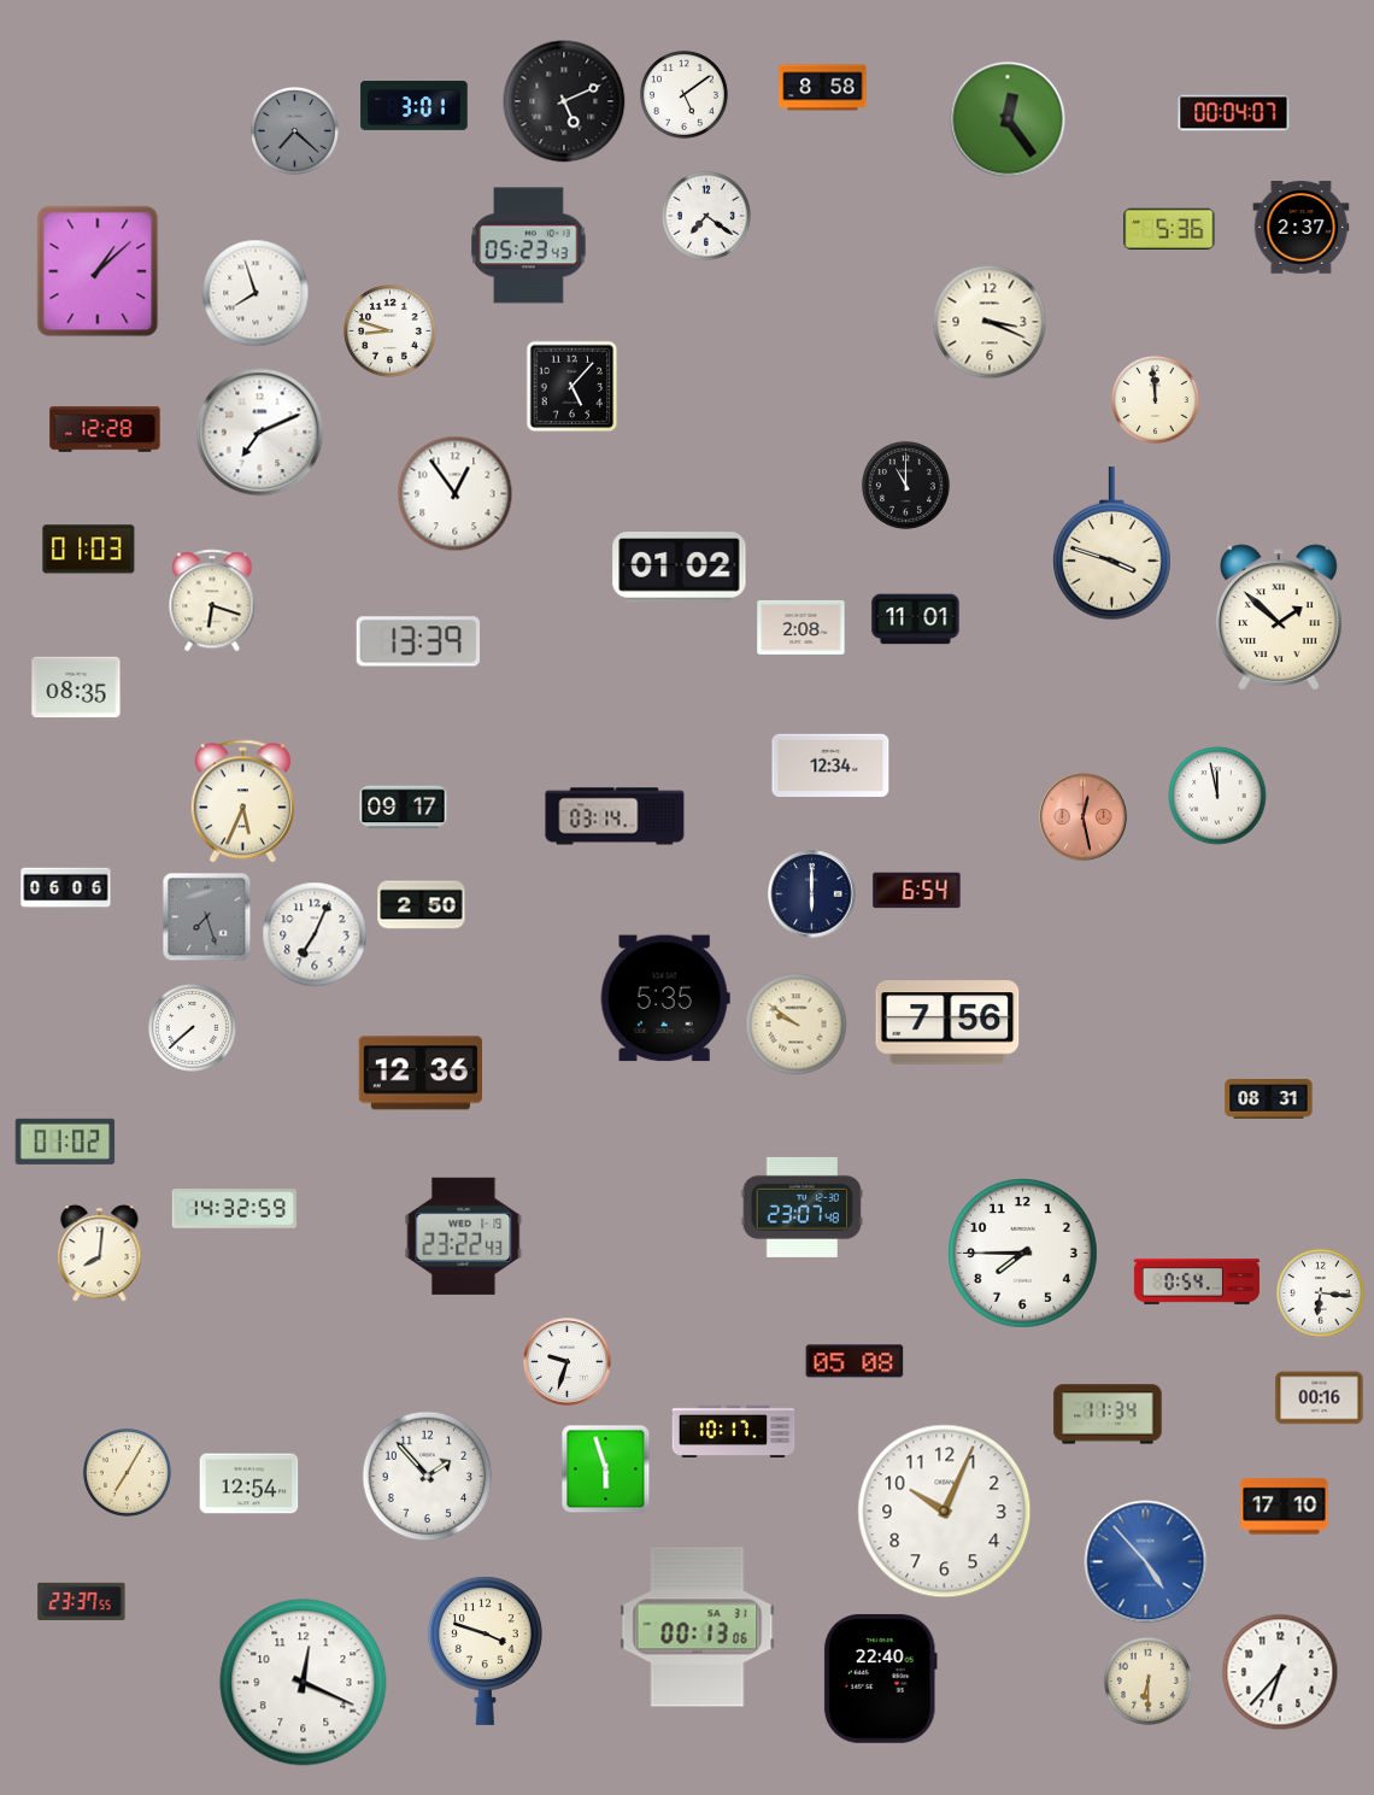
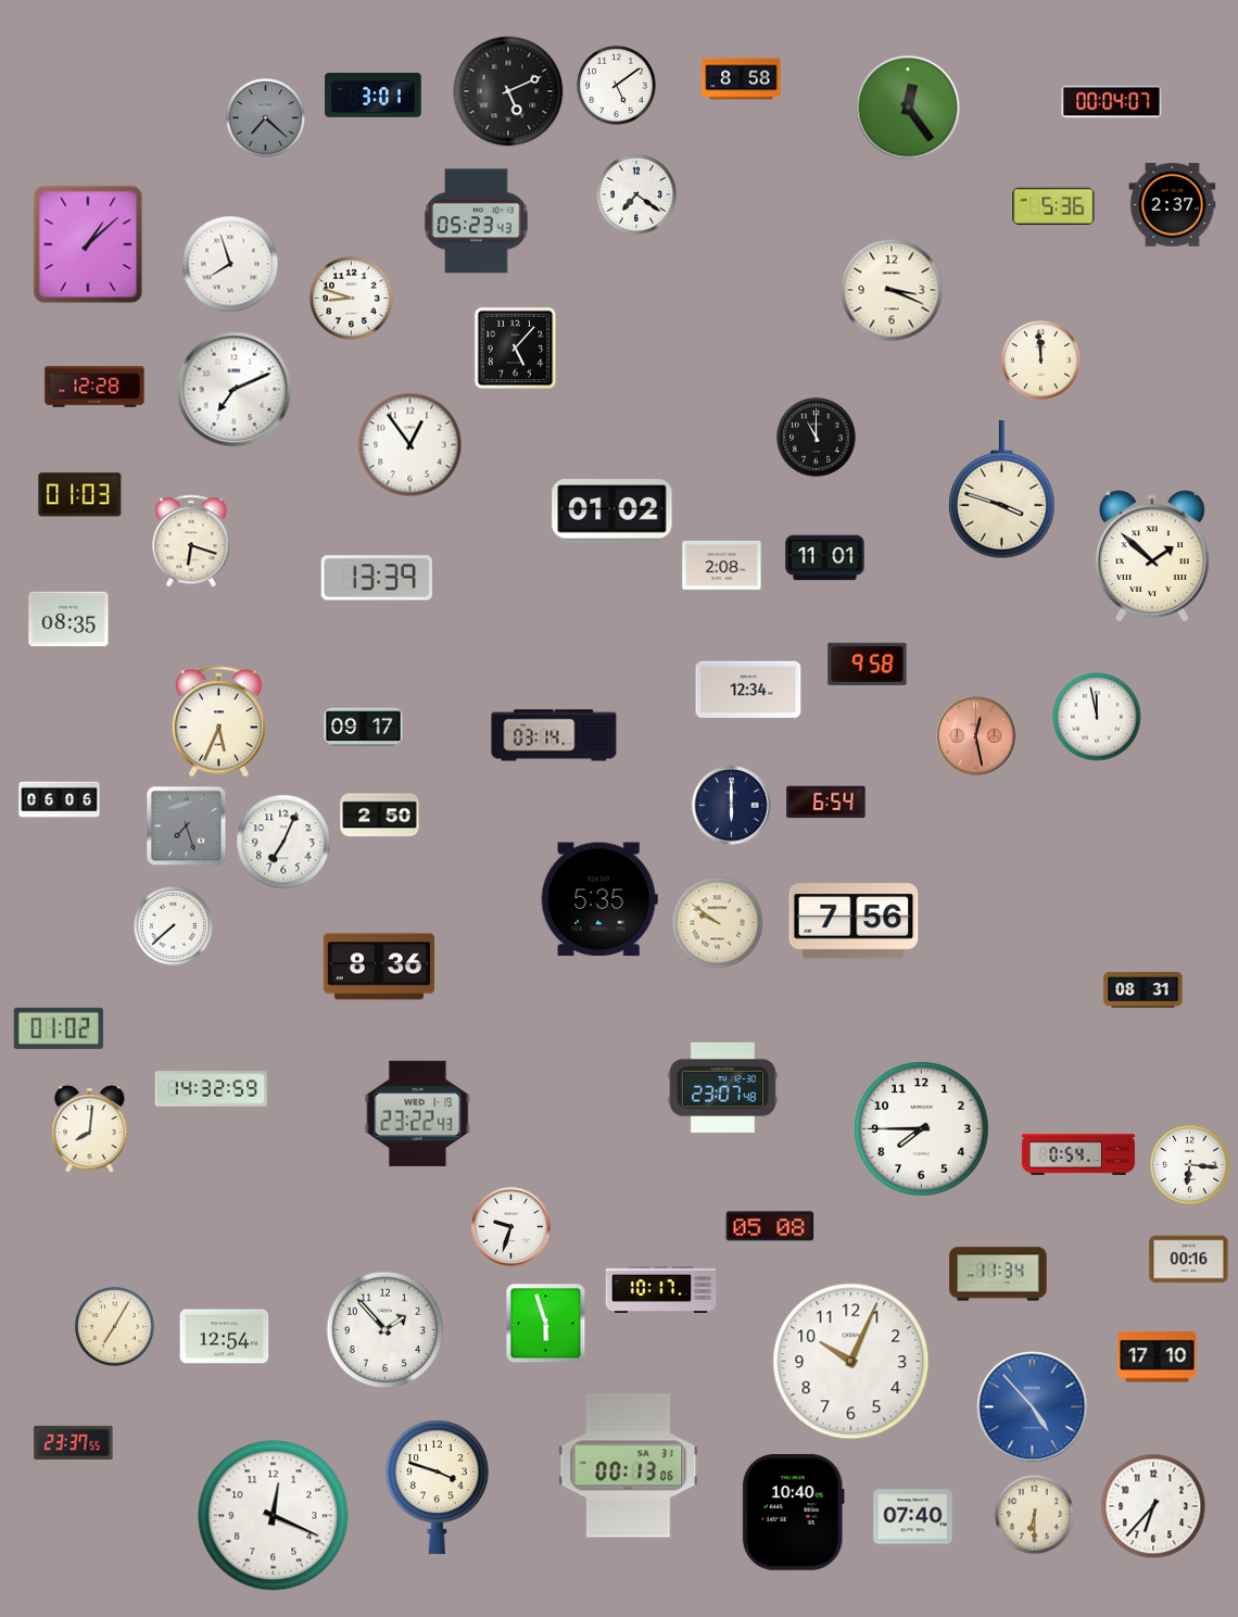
clock at (868, 664): none -> 9:58
clock at (419, 1073): 12:36 -> 8:36
clock at (880, 1678): 22:40 -> 10:40
clock at (913, 1517): none -> 07:40
